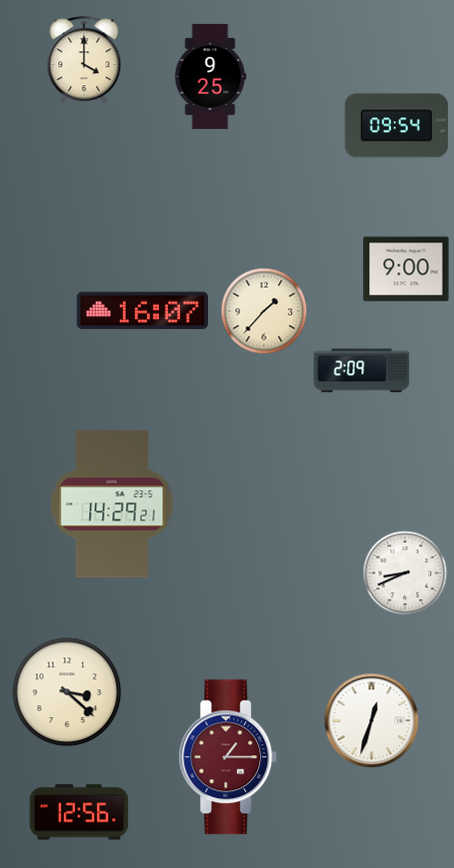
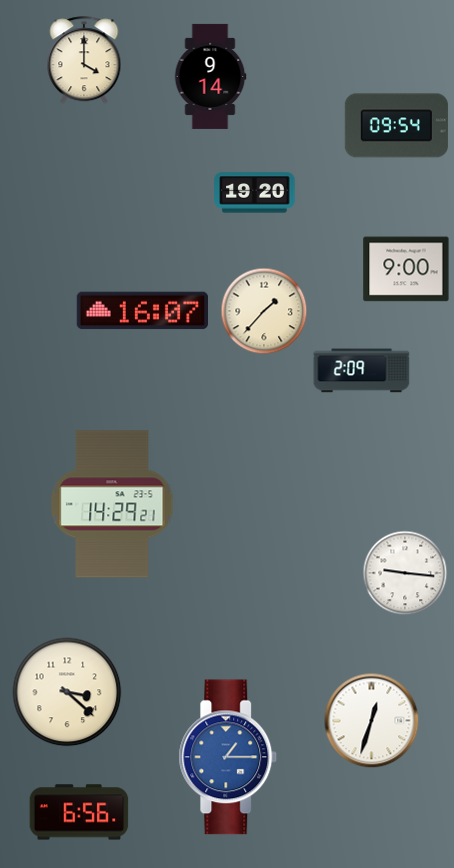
clock at (210, 76): 9:25 -> 9:14
clock at (255, 193): none -> 19:20
clock at (405, 573): 8:41 -> 9:16
clock at (228, 757) dial: burgundy -> blue
clock at (79, 812): 12:56 -> 6:56
